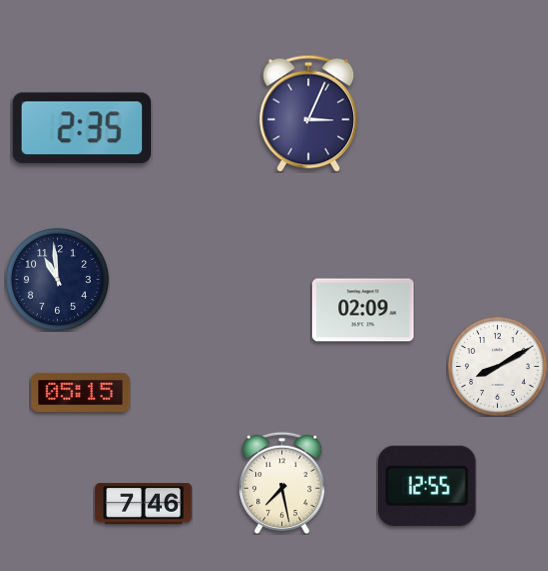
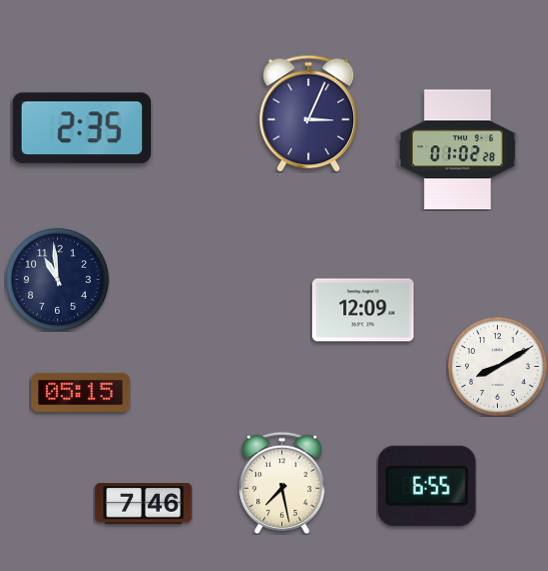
clock at (457, 150): none -> 01:02
clock at (363, 310): 02:09 -> 12:09
clock at (427, 486): 12:55 -> 6:55
